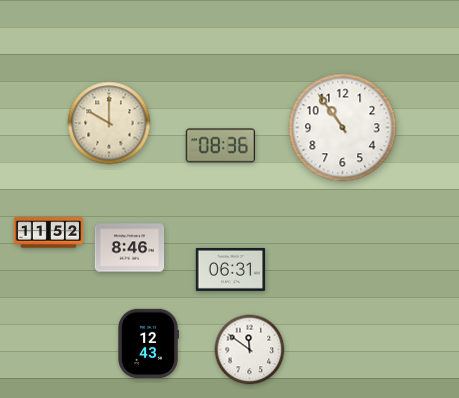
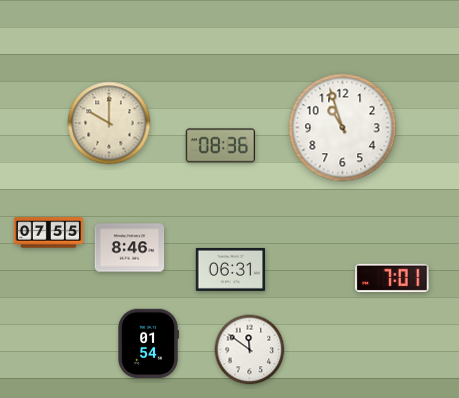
clock at (343, 128): 10:54 -> 10:57
clock at (49, 233): 11:52 -> 07:55
clock at (392, 278): none -> 7:01
clock at (148, 344): 12:43 -> 01:54
